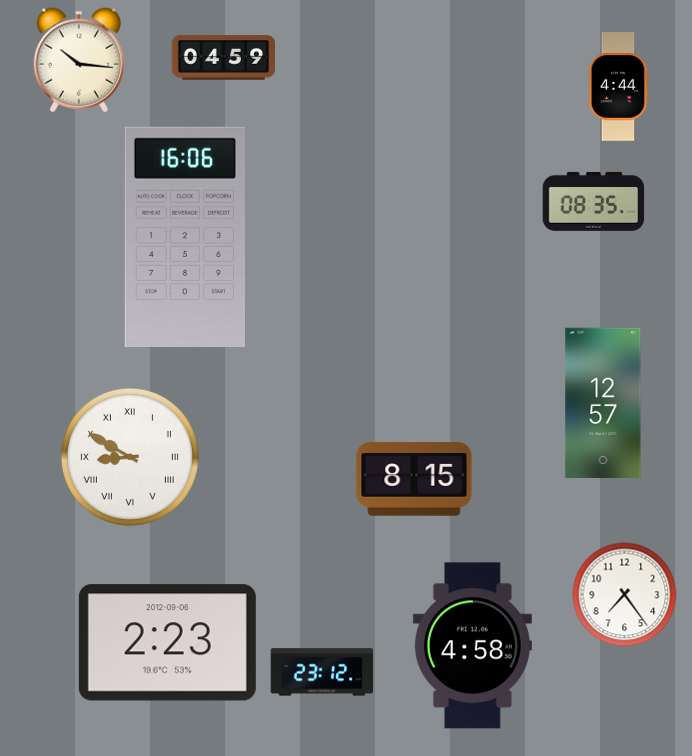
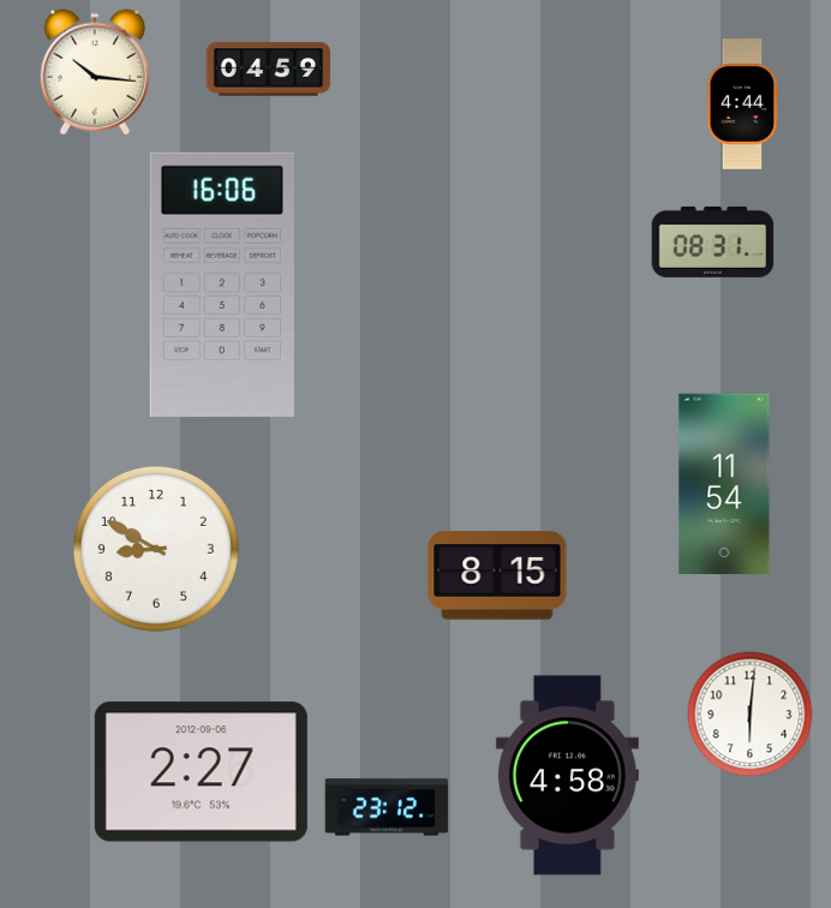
clock at (594, 201): 08:35 -> 08:31
clock at (603, 403): 12:57 -> 11:54
clock at (130, 457) numerals: Roman -> Arabic
clock at (625, 595): 7:24 -> 6:01
clock at (167, 643): 2:23 -> 2:27
